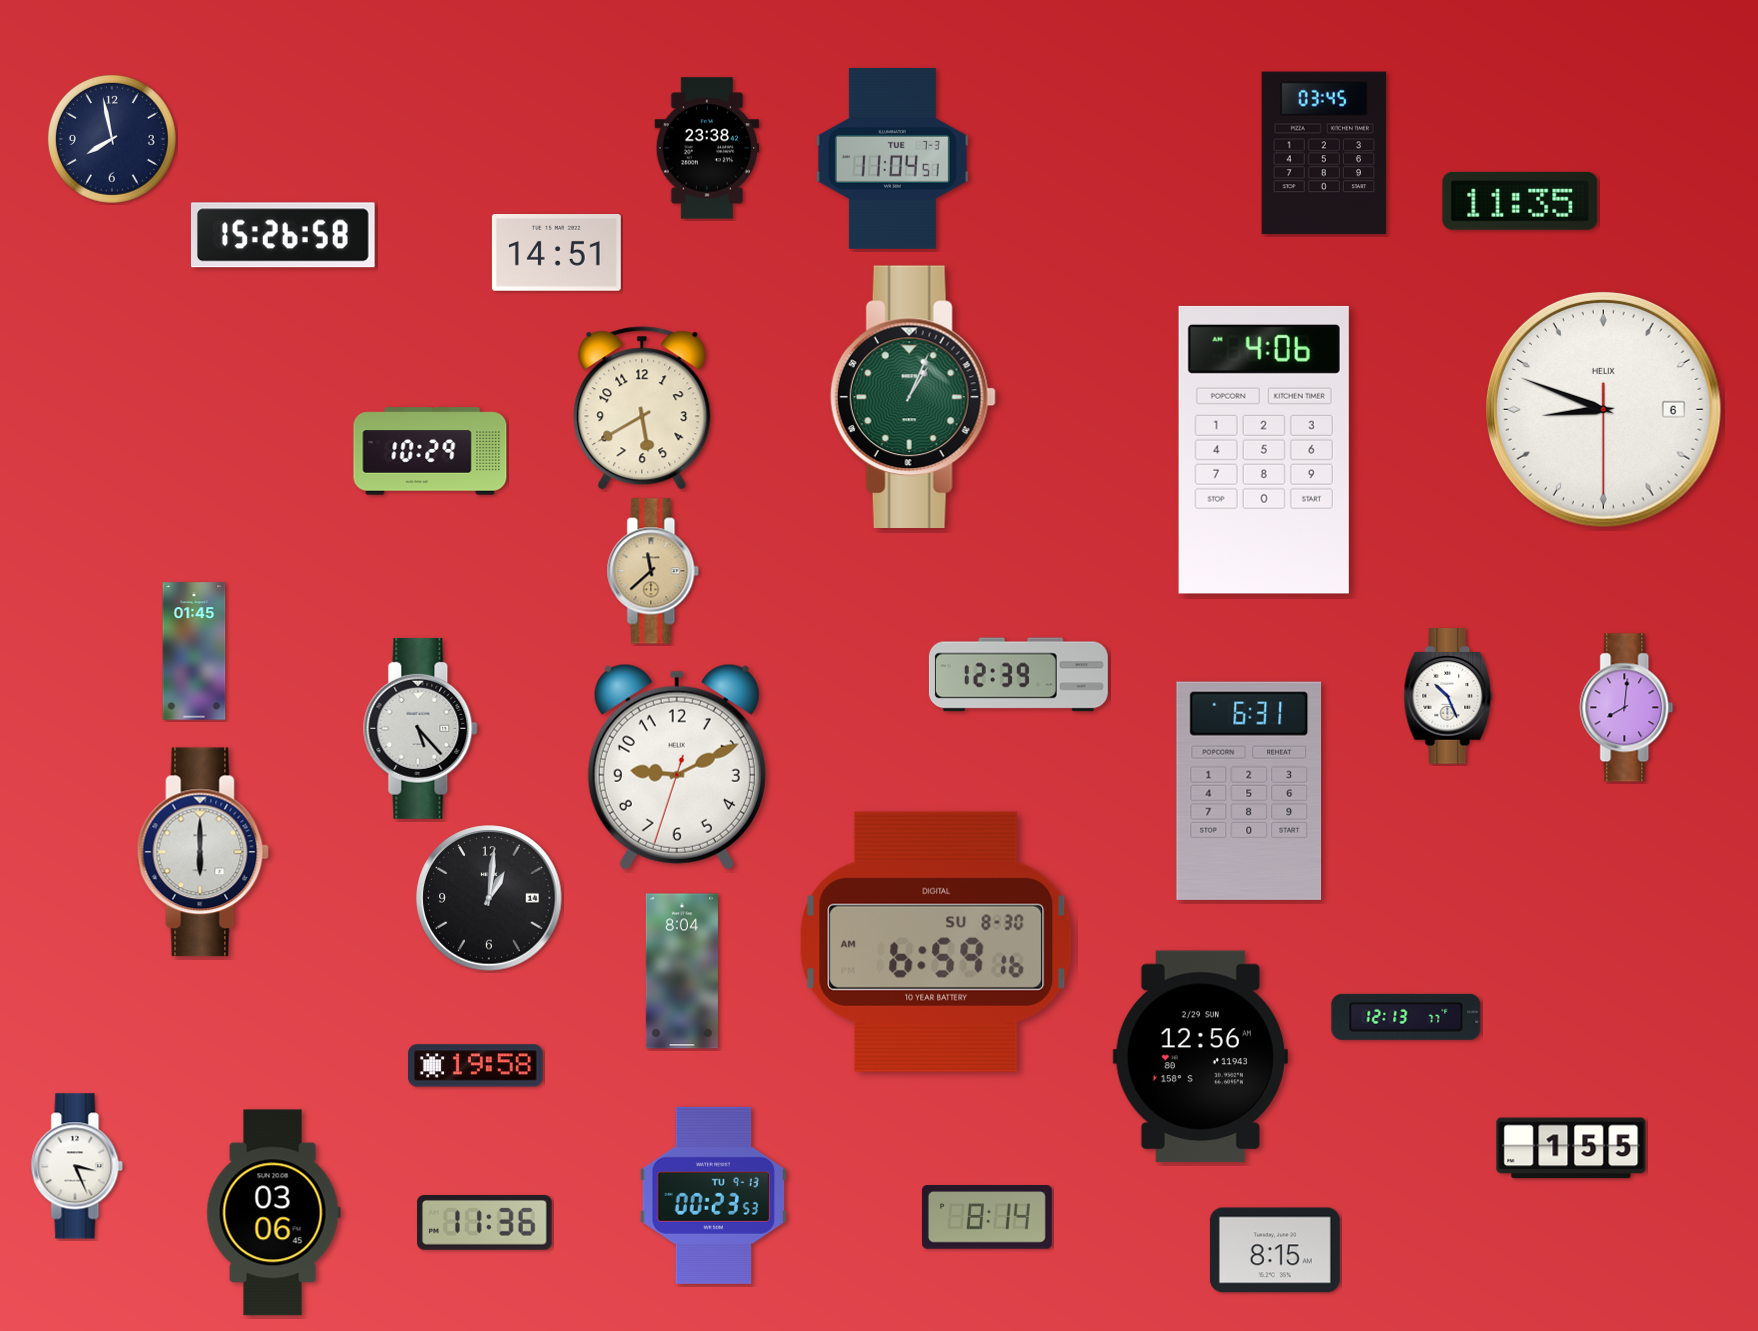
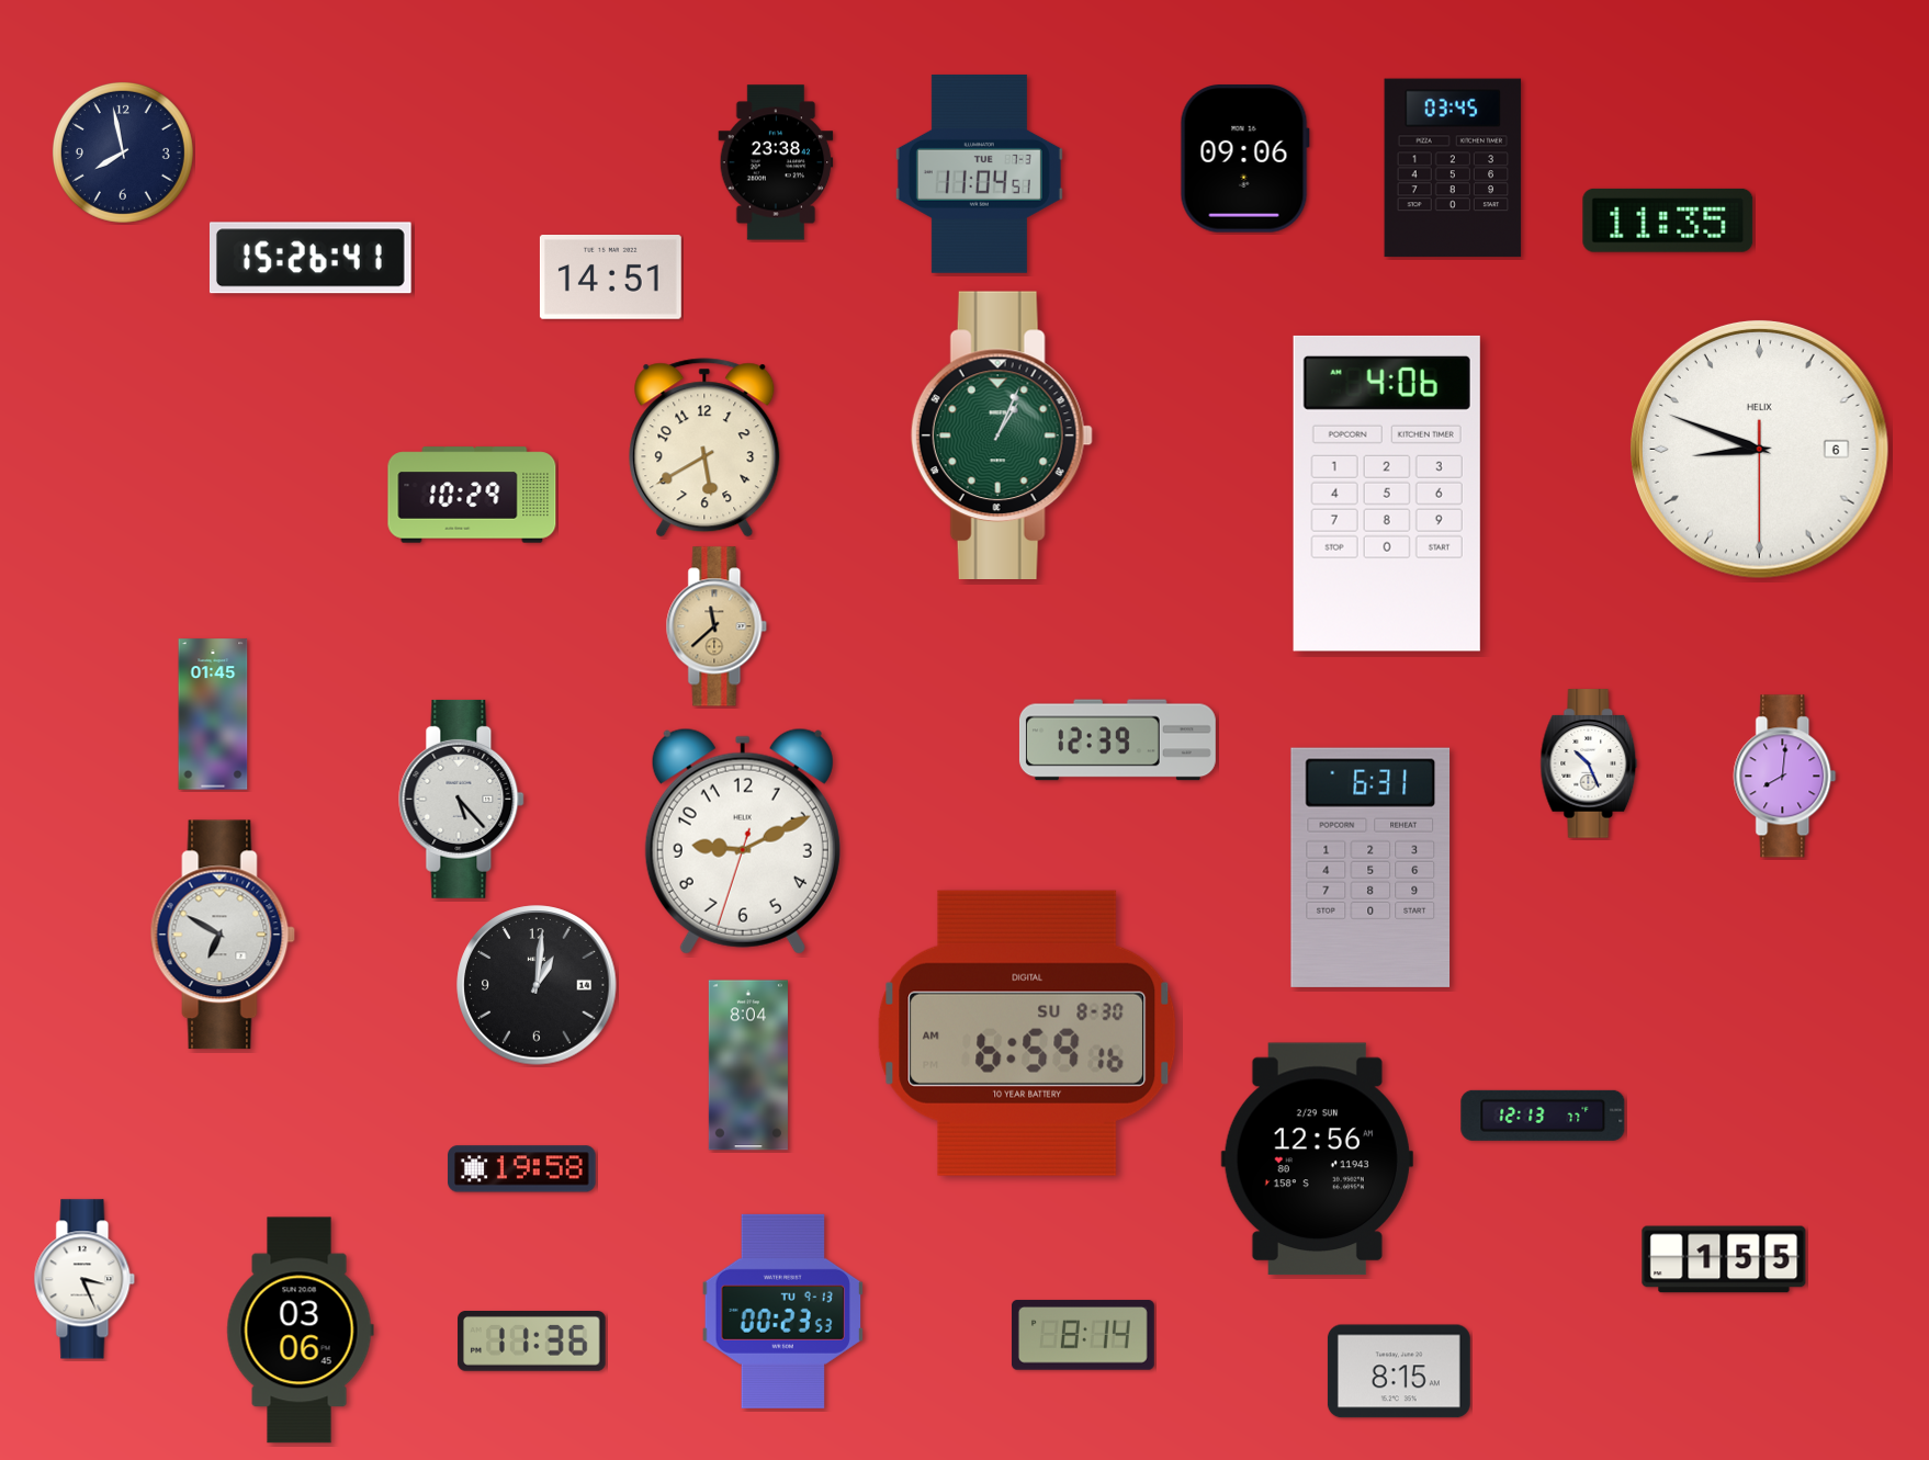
clock at (1244, 159): none -> 09:06
clock at (283, 235): 15:26:58 -> 15:26:41
clock at (203, 852): 6:00 -> 6:50
